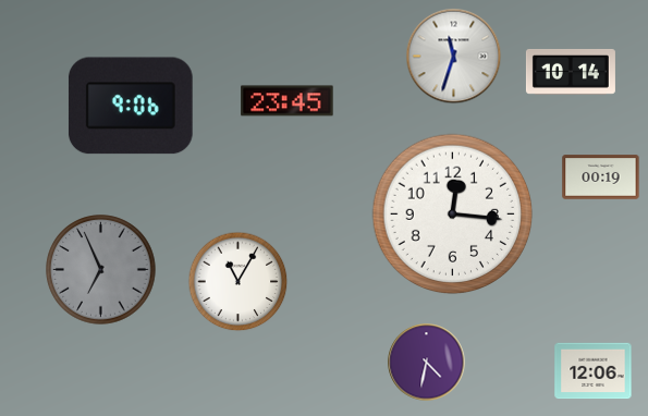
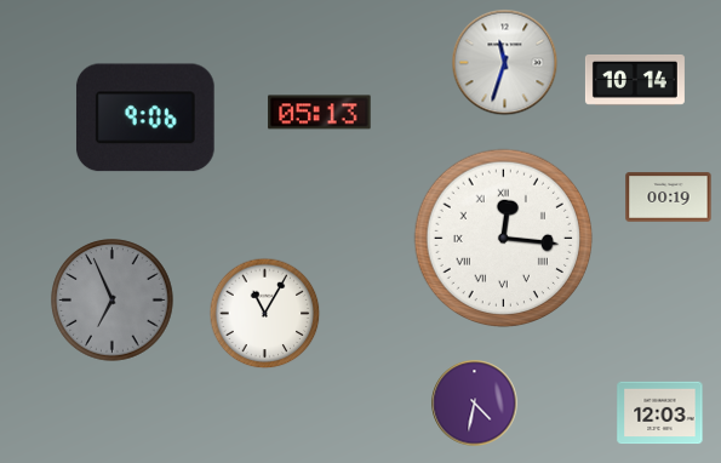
clock at (288, 101): 23:45 -> 05:13
clock at (453, 215) numerals: Arabic -> Roman
clock at (594, 371): 12:06 -> 12:03
